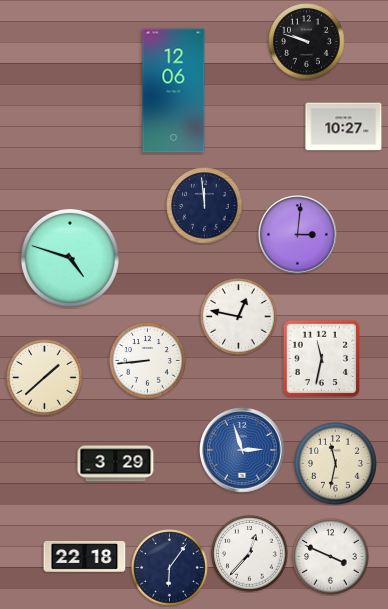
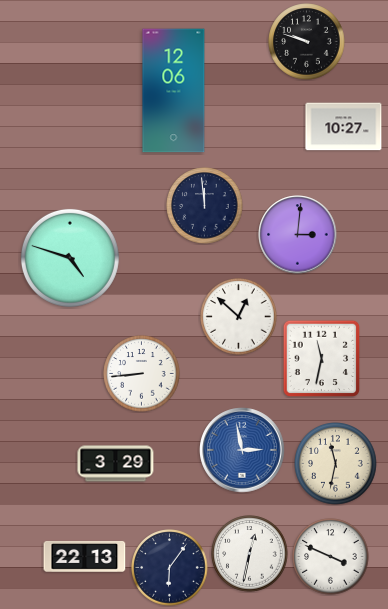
clock at (239, 317): 12:47 -> 12:52
clock at (148, 361) position: (148, 361) -> (142, 374)
clock at (45, 378): 1:38 -> none
clock at (242, 450): 2:57 -> 2:58
clock at (250, 554): 12:37 -> 12:32
clock at (85, 556): 22:18 -> 22:13
